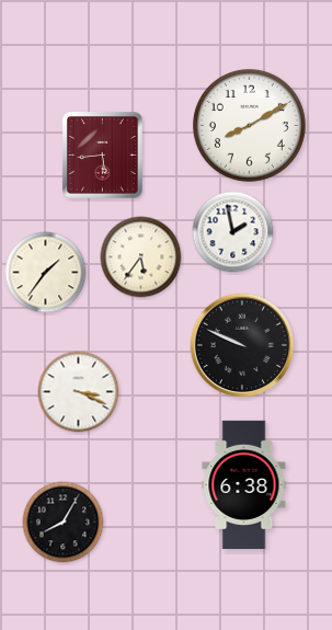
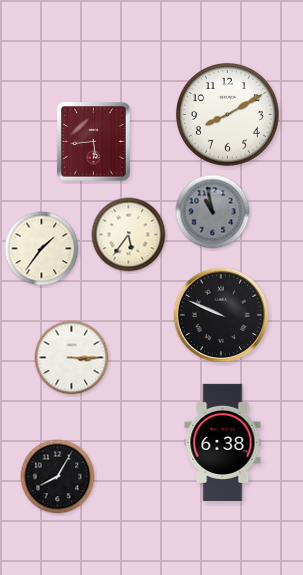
clock at (233, 232): 1:58 -> 10:58
clock at (233, 232) dial: white -> grey
clock at (79, 392): 3:19 -> 3:15
